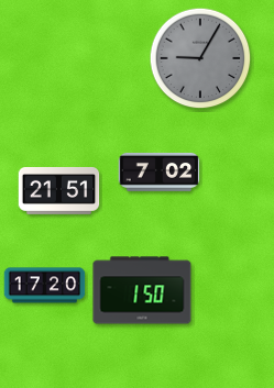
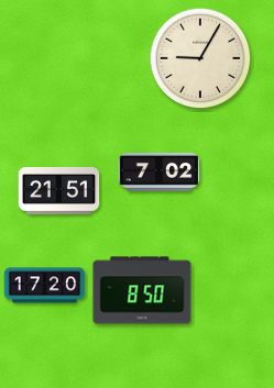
clock at (200, 58) dial: grey -> cream
clock at (142, 290): 1:50 -> 8:50
